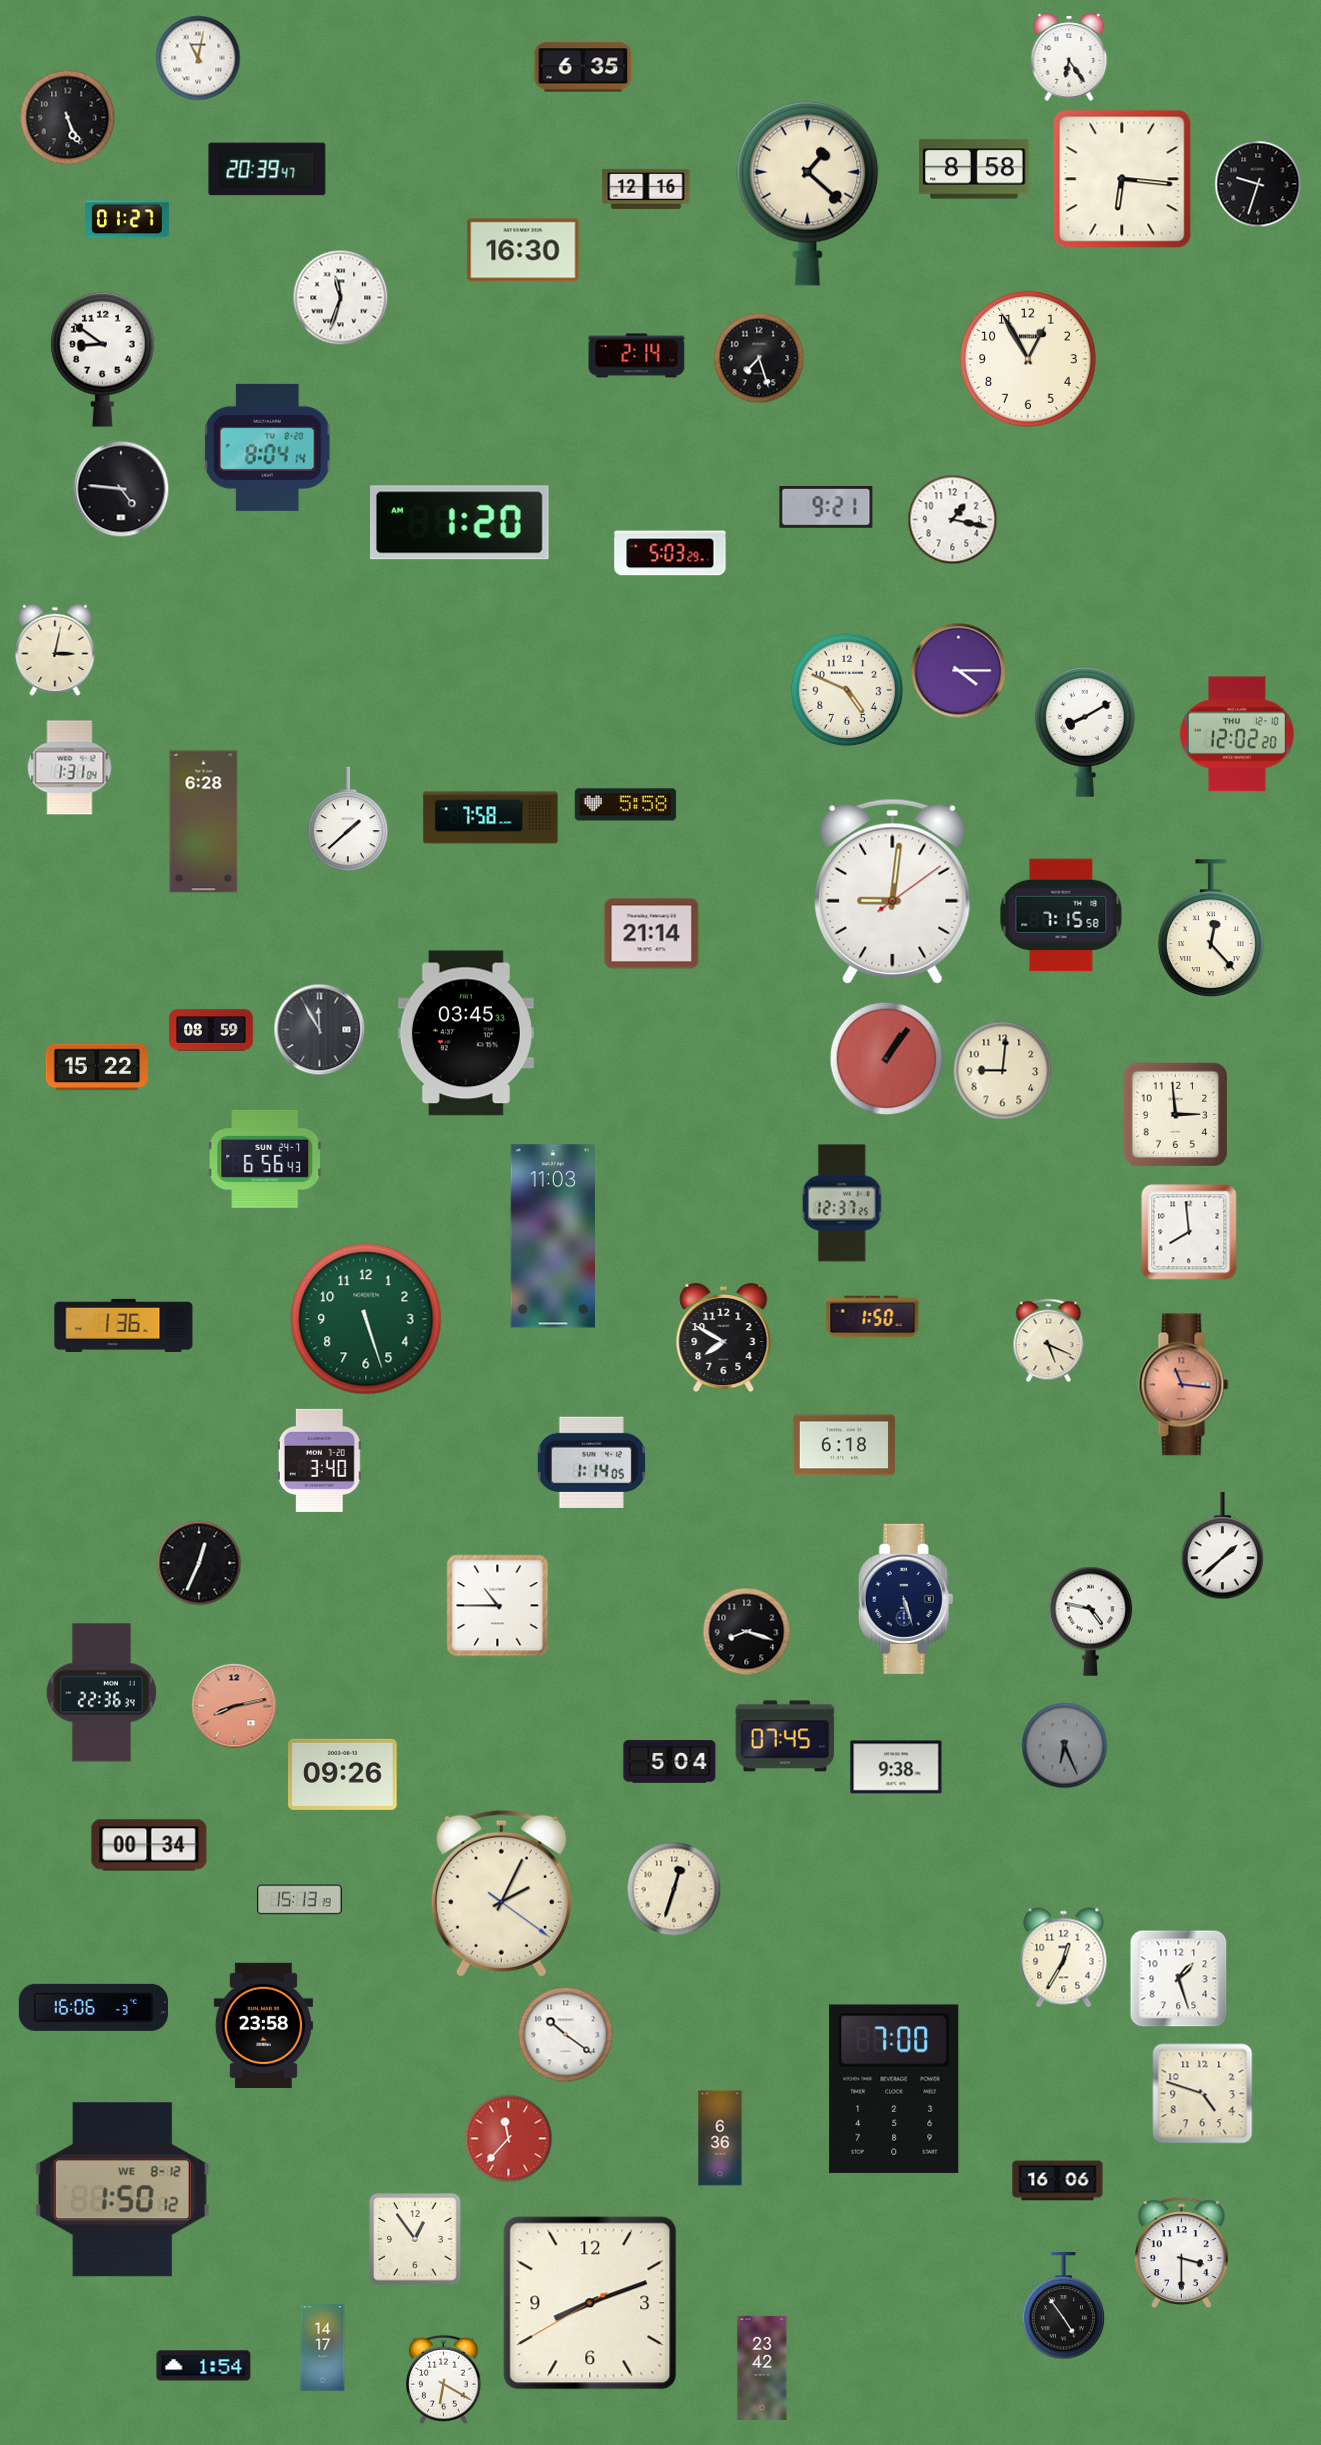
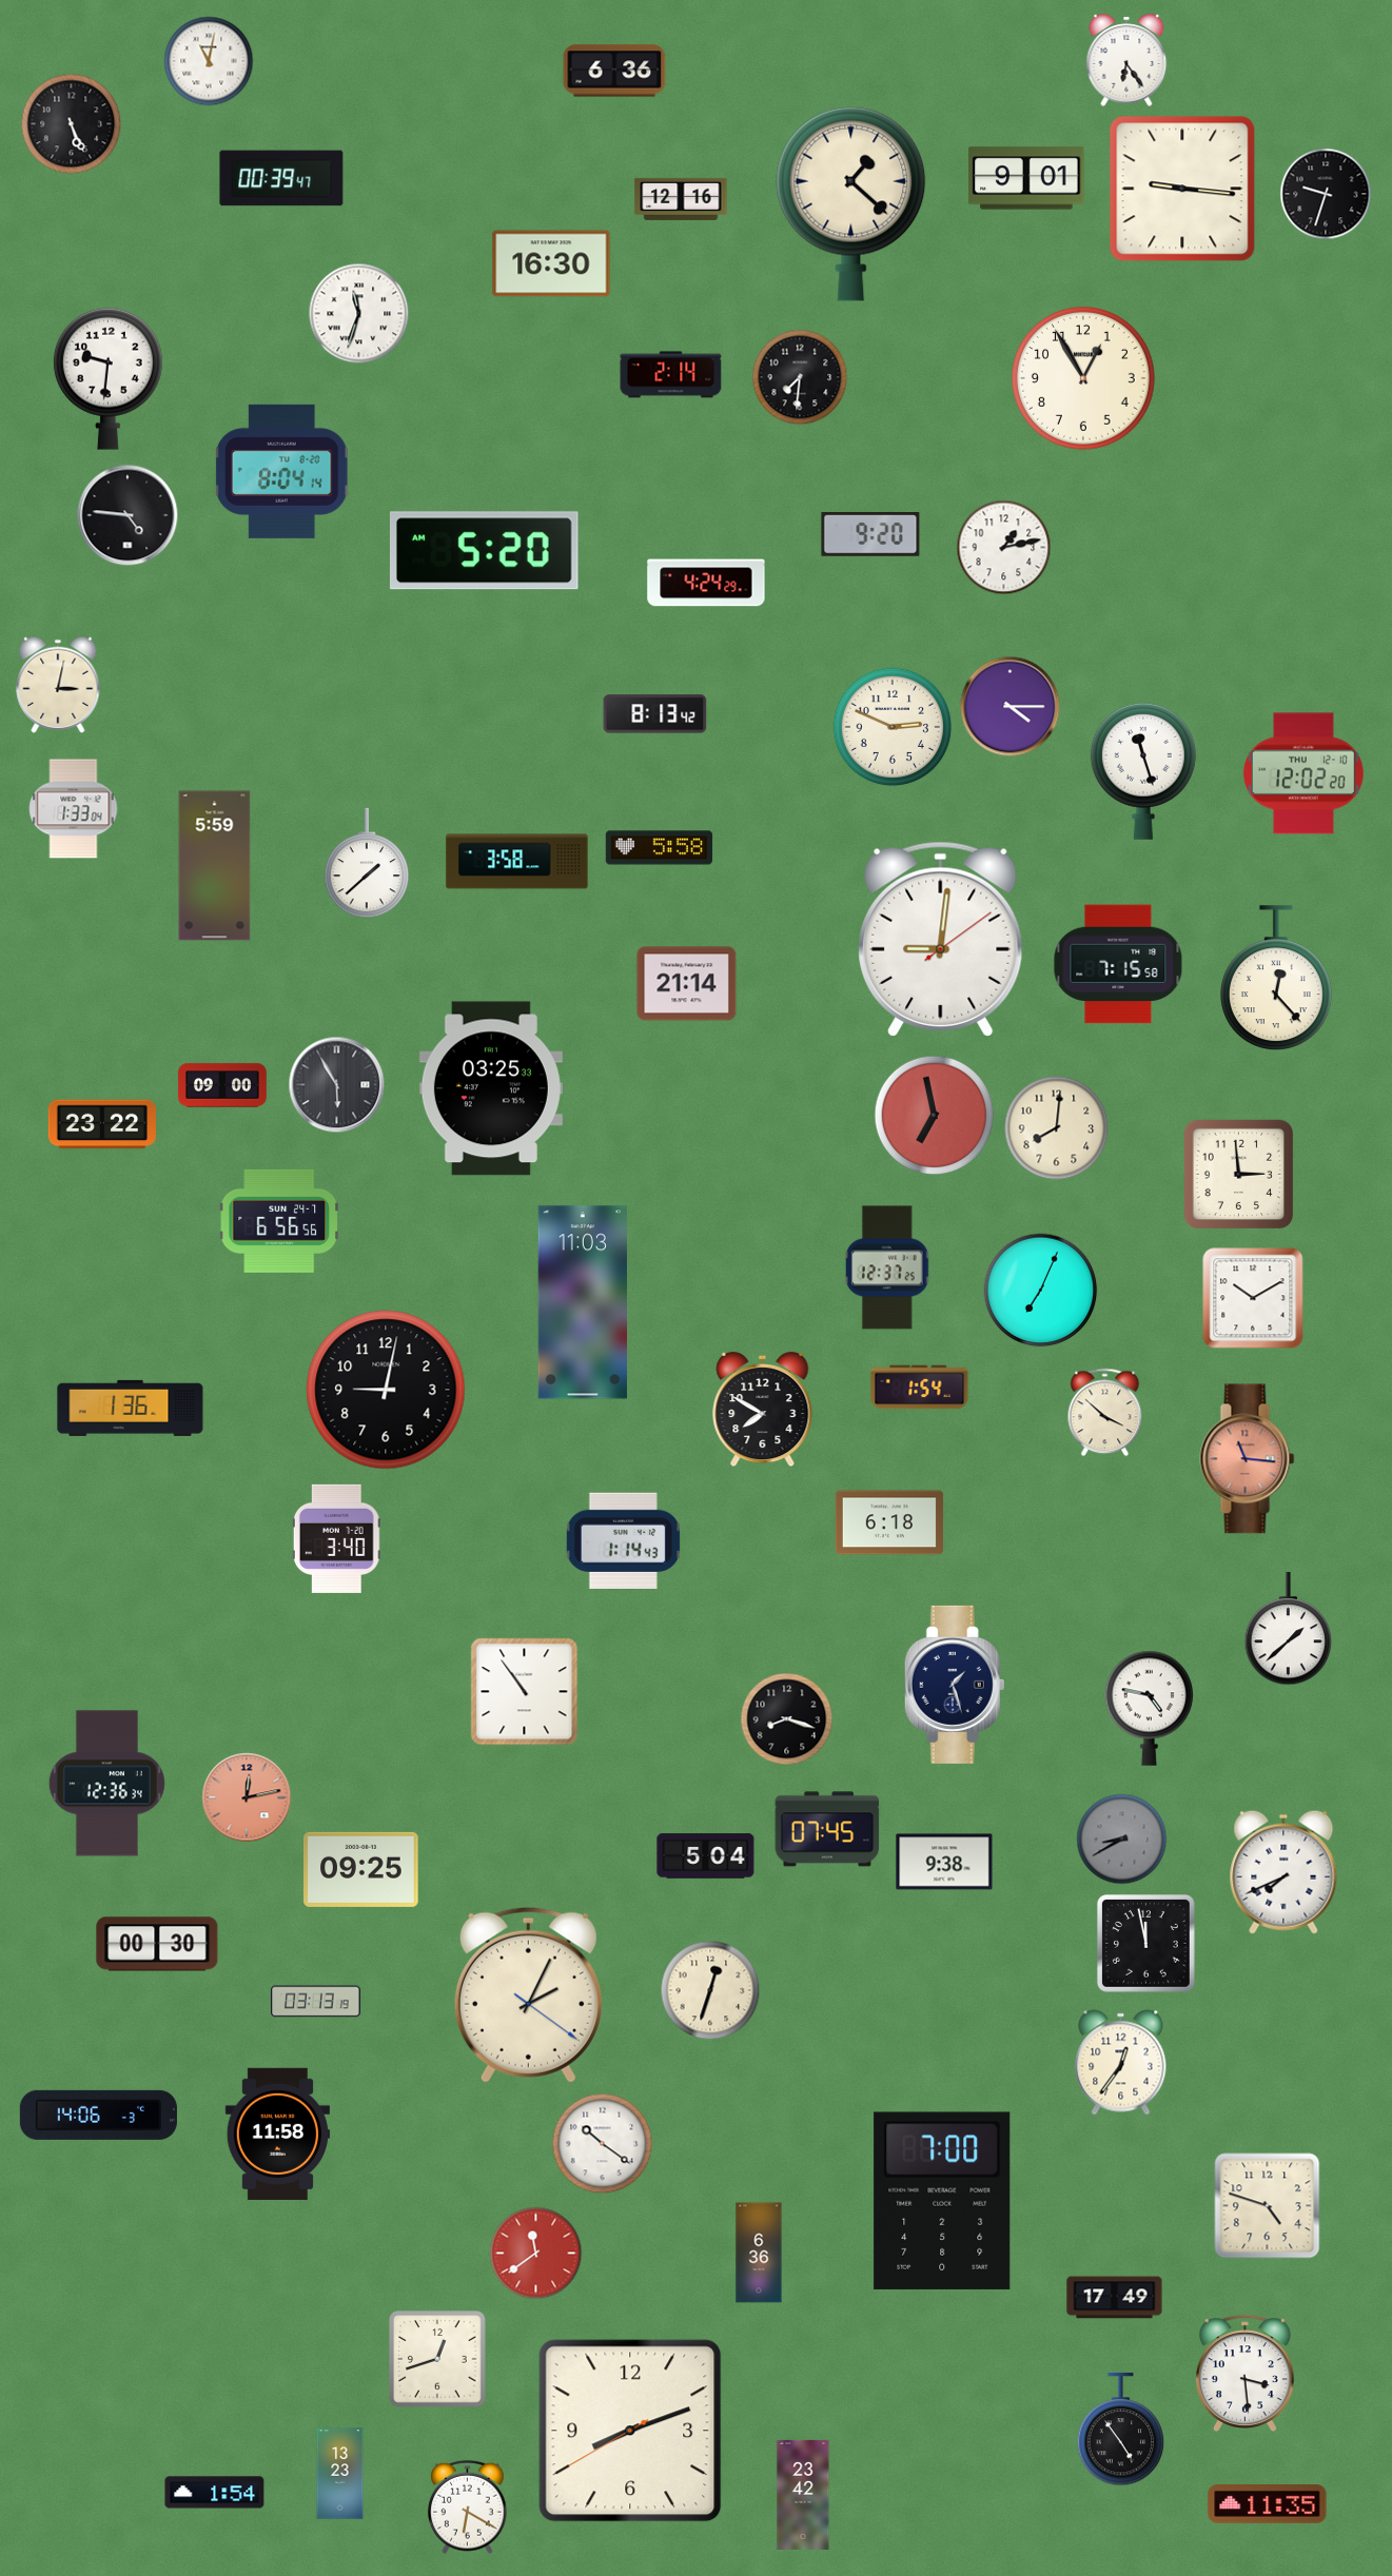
clock at (583, 67): 6:35 -> 6:36
clock at (267, 169): 20:39 -> 00:39
clock at (974, 169): 8:58 -> 9:01
clock at (1122, 179): 6:16 -> 9:16
clock at (128, 219): 01:27 -> none
clock at (759, 358): 7:27 -> 7:31
clock at (102, 359): 8:51 -> 9:31
clock at (826, 507): 9:21 -> 9:20
clock at (953, 520): 1:17 -> 1:13
clock at (459, 523): 1:20 -> 5:20
clock at (670, 553): 5:03 -> 4:24
clock at (655, 714): none -> 8:13
clock at (847, 690): 4:49 -> 2:49
clock at (1085, 732): 8:10 -> 11:27
clock at (70, 768): 1:31 -> 1:33
clock at (491, 818): 7:58 -> 3:58
clock at (204, 822): 6:28 -> 5:59
clock at (211, 1030): 08:59 -> 09:00
clock at (320, 1030): 11:55 -> 5:55
clock at (466, 1033): 03:45 -> 03:25
clock at (887, 1059): 1:06 -> 6:58
clock at (96, 1067): 15:22 -> 23:22
clock at (1003, 1071): 9:01 -> 8:01
clock at (265, 1159): 6:56:43 -> 6:56:56
clock at (1041, 1291): none -> 7:04
clock at (1189, 1232): 7:59 -> 10:10
clock at (873, 1317): 1:50 -> 1:54
clock at (366, 1319): 5:27 -> 9:02
clock at (366, 1319) dial: green -> black
clock at (124, 1325) position: (124, 1325) -> (131, 1408)
clock at (1049, 1341): 5:19 -> 3:52
clock at (591, 1463): 1:14:05 -> 1:14:43
clock at (199, 1563): 12:34 -> none
clock at (906, 1599): 5:27 -> 1:27
clock at (498, 1606): 10:45 -> 10:54
clock at (101, 1693): 22:36 -> 12:36
clock at (234, 1706): 8:13 -> 12:13
clock at (1065, 1746): 6:26 -> 8:40
clock at (343, 1774): 09:26 -> 09:25
clock at (1283, 1872): none -> 7:41
clock at (1145, 1943): none -> 11:58
clock at (149, 1845): 00:34 -> 00:30
clock at (300, 1900): 15:13 -> 03:13
clock at (1064, 1958): 12:35 -> 12:36
clock at (1179, 1979): 1:27 -> none
clock at (93, 2007): 16:06 -> 14:06
clock at (263, 2025): 23:58 -> 11:58
clock at (566, 2035) position: (566, 2035) -> (603, 2144)
clock at (509, 2139): 11:37 -> 11:39
clock at (1058, 2181): 16:06 -> 17:49
clock at (122, 2190): 1:50 -> none
clock at (415, 2239): 12:54 -> 12:42
clock at (1181, 2252): 3:30 -> 3:29
clock at (590, 2303) position: (590, 2303) -> (630, 2431)
clock at (323, 2348): 14:17 -> 13:23
clock at (1268, 2504): none -> 11:35
